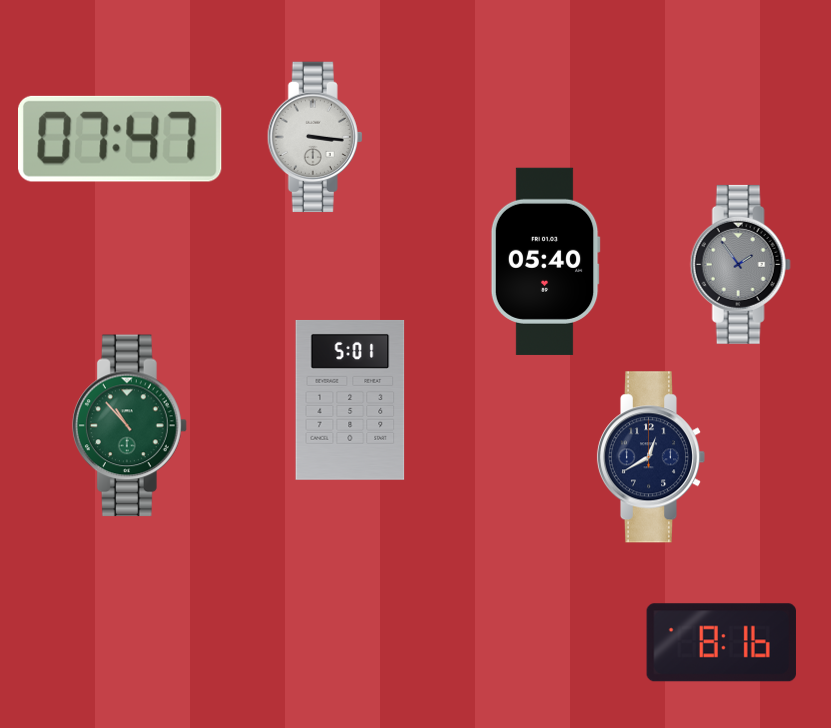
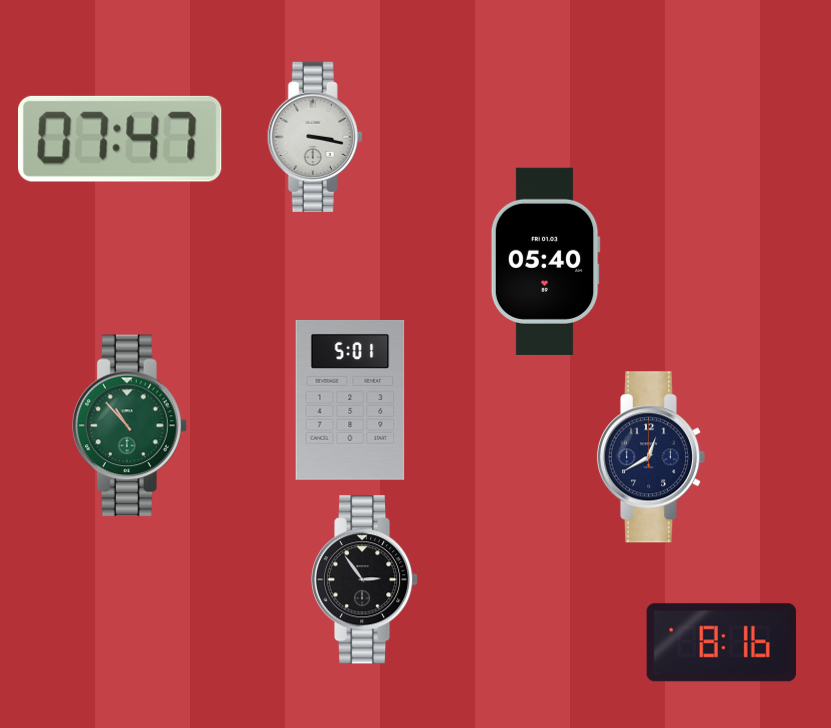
clock at (315, 137): 3:16 -> 3:17
clock at (740, 264): 1:54 -> none
clock at (365, 580): none -> 2:54
